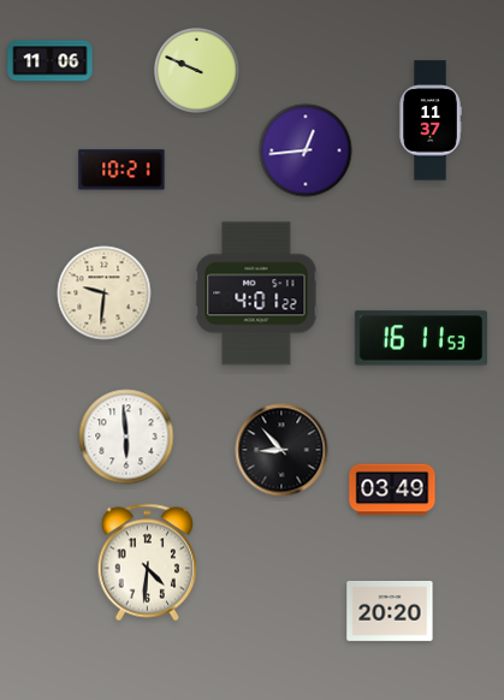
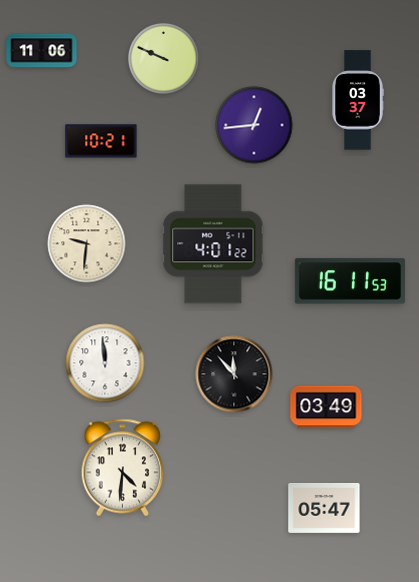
clock at (431, 120): 11:37 -> 03:37
clock at (126, 437): 5:59 -> 11:59
clock at (281, 450): 8:53 -> 11:53
clock at (390, 611): 20:20 -> 05:47
